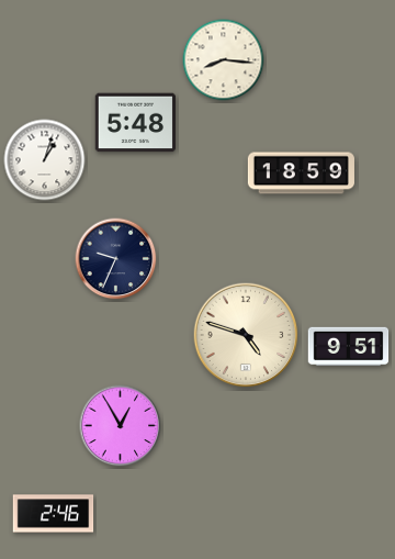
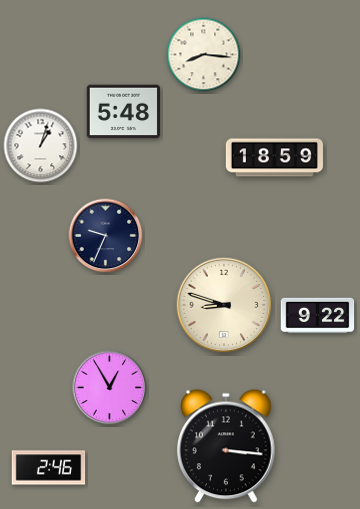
clock at (246, 335): 4:48 -> 8:48
clock at (349, 347): 9:51 -> 9:22
clock at (226, 446): none -> 3:16
